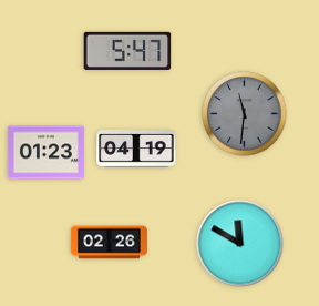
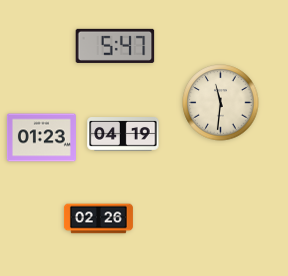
clock at (245, 114) dial: grey -> cream
clock at (240, 244): 11:50 -> none
